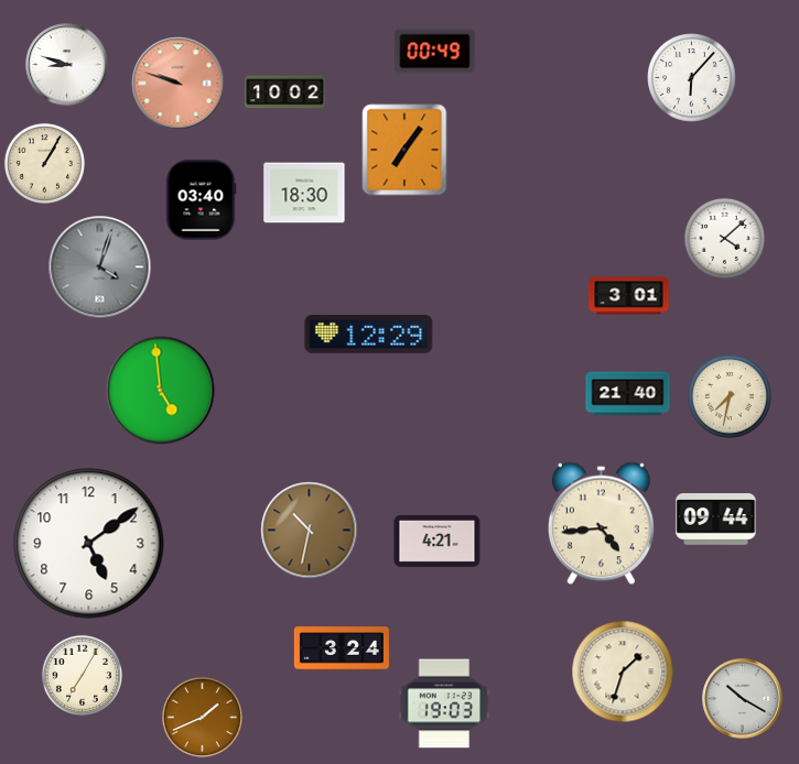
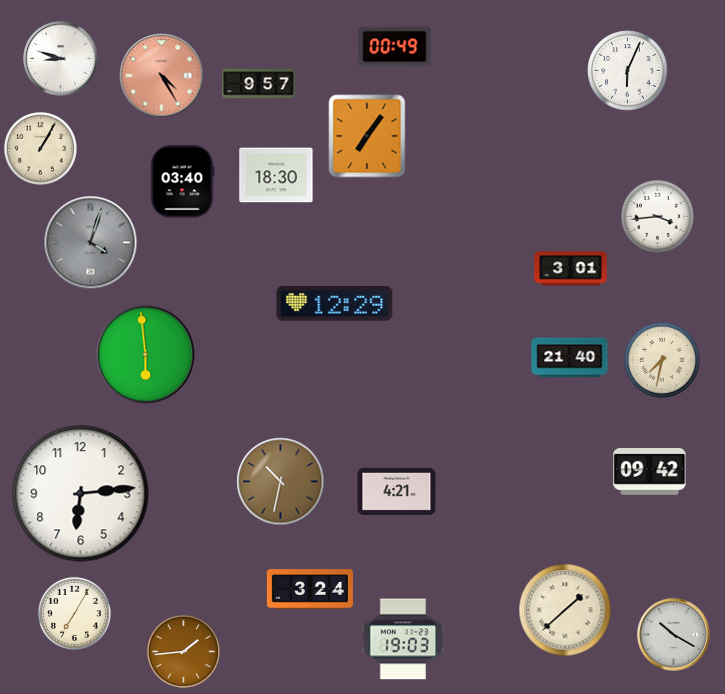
clock at (692, 78): 6:07 -> 6:04
clock at (179, 84): 9:48 -> 4:25
clock at (285, 92): 10:02 -> 9:57
clock at (724, 238): 4:08 -> 3:44
clock at (161, 391): 4:59 -> 5:59
clock at (716, 520): 09:44 -> 09:42
clock at (601, 524): 4:44 -> none
clock at (89, 544): 5:09 -> 6:14
clock at (623, 672): 1:33 -> 1:38
clock at (202, 717): 1:41 -> 1:44
